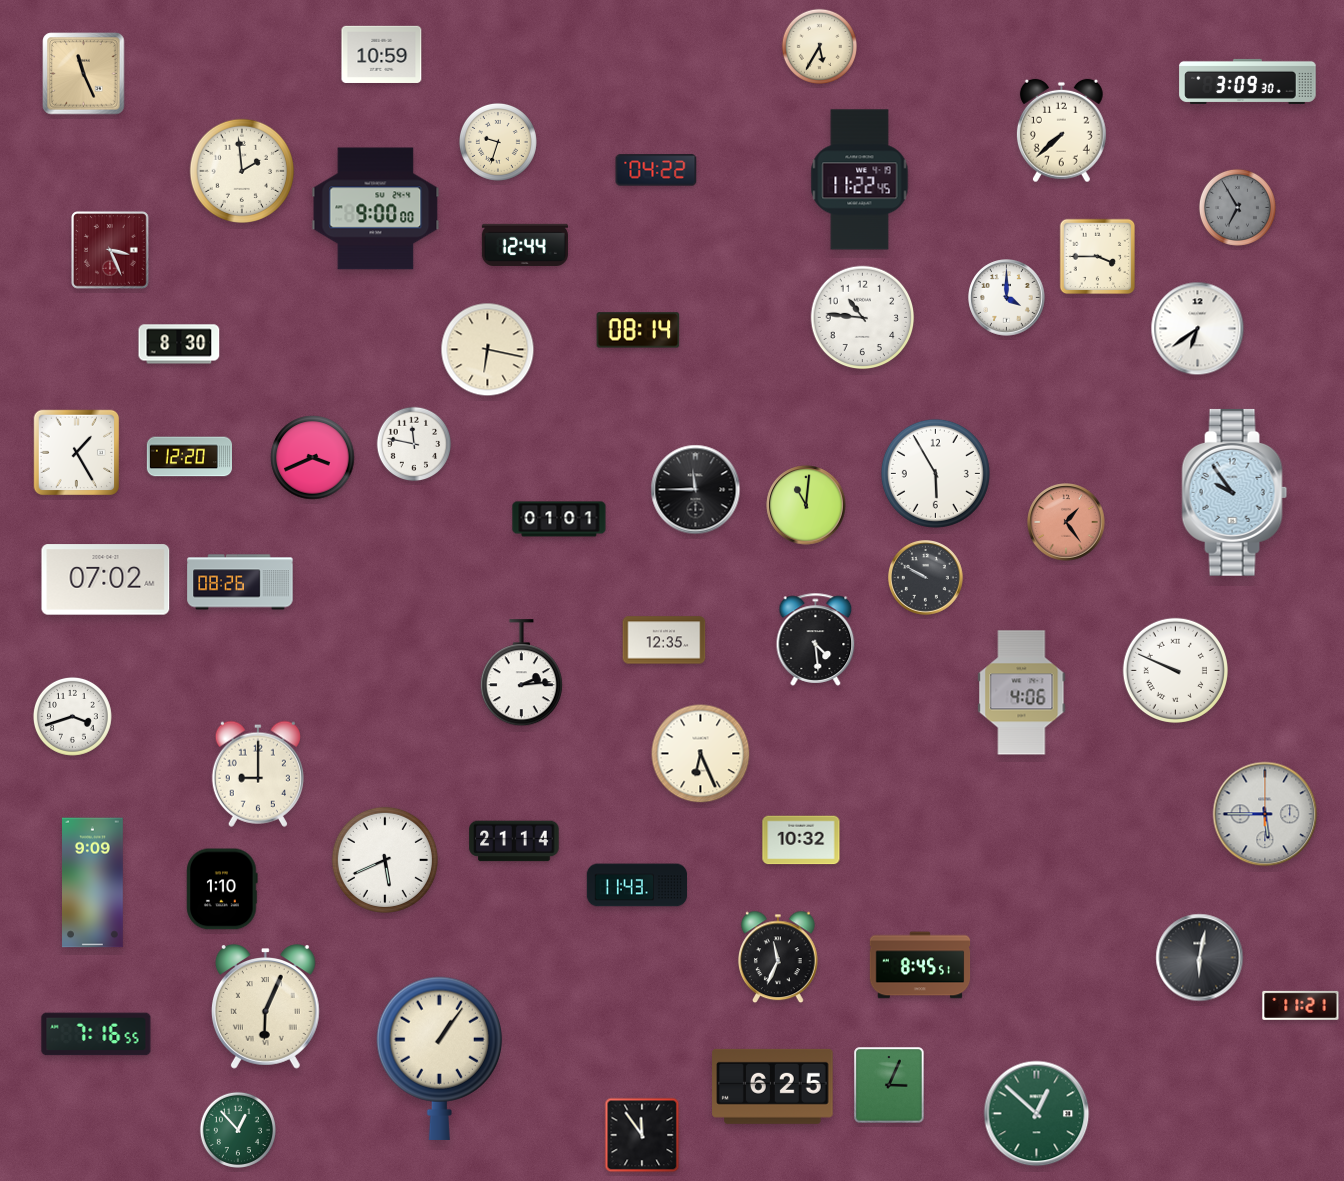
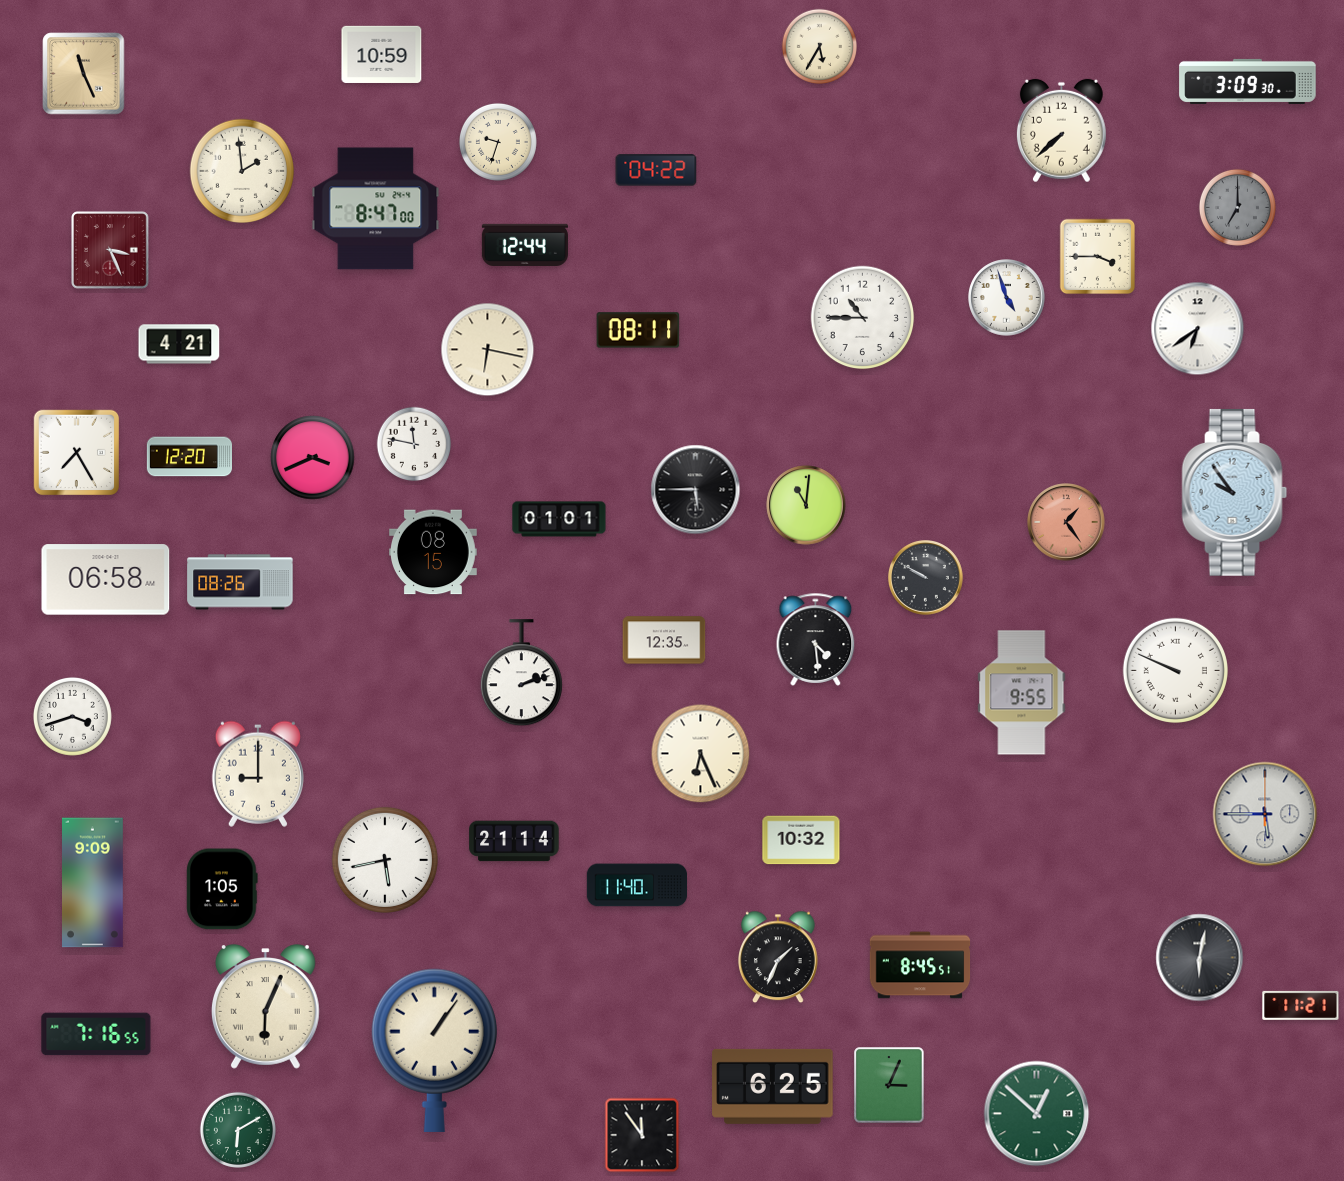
clock at (860, 180): 11:22 -> none
clock at (1237, 207): 6:55 -> 7:00
clock at (376, 209): 9:00 -> 8:47
clock at (1007, 298): 4:00 -> 4:57
clock at (863, 318): 10:46 -> 10:45
clock at (638, 330): 08:14 -> 08:11
clock at (179, 344): 8:30 -> 4:21
clock at (77, 453): 1:25 -> 7:25
clock at (935, 473): 5:55 -> none
clock at (696, 490): 11:45 -> 5:45
clock at (434, 552): none -> 08:15
clock at (106, 580): 07:02 -> 06:58
clock at (521, 673): 2:14 -> 2:12
clock at (1022, 693): 4:06 -> 9:55
clock at (385, 860): 5:41 -> 5:43
clock at (637, 885): 11:43 -> 11:40
clock at (222, 889): 1:10 -> 1:05
clock at (779, 957): 11:34 -> 1:34
clock at (439, 1058) position: (439, 1058) -> (434, 1050)
clock at (238, 1130): 12:53 -> 6:10
